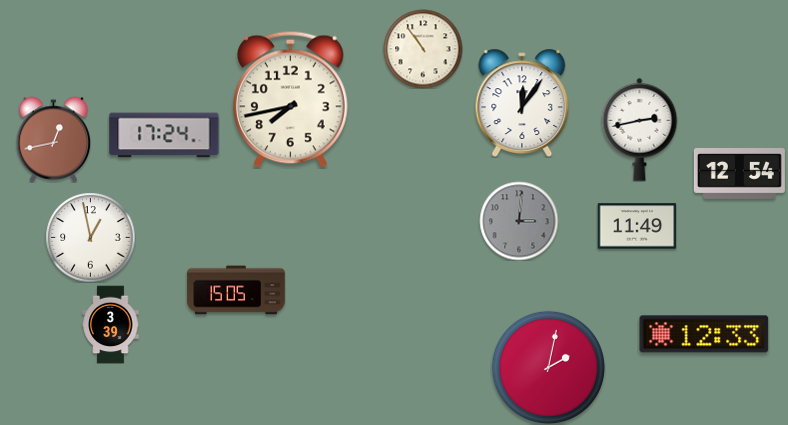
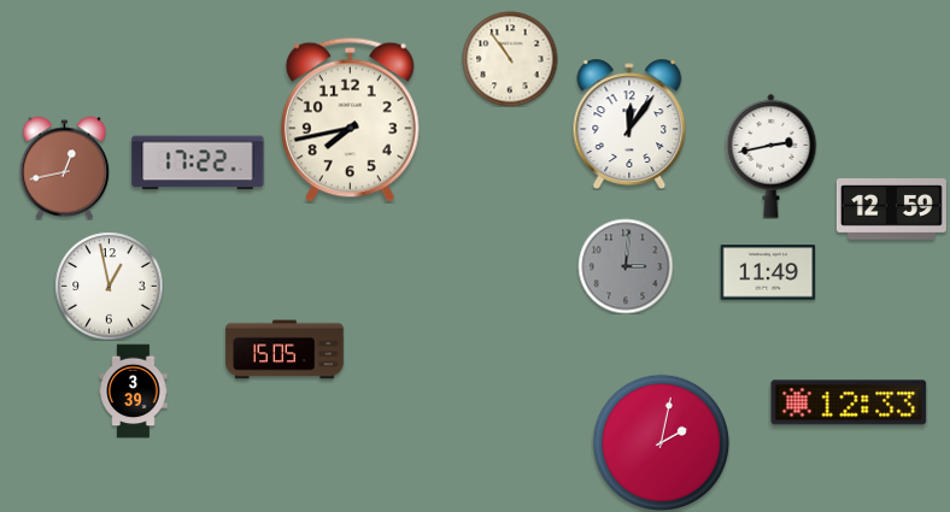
clock at (164, 135): 17:24 -> 17:22
clock at (739, 174): 12:54 -> 12:59
